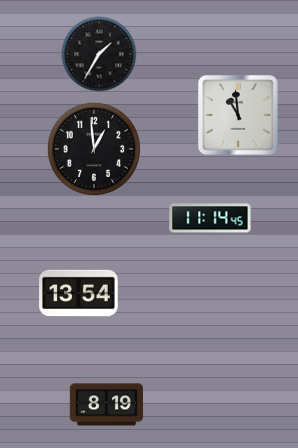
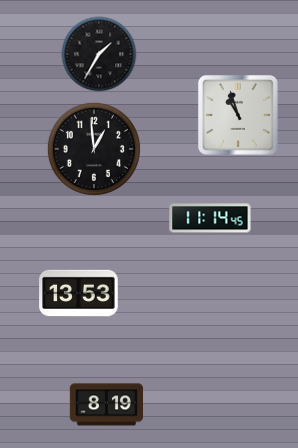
clock at (238, 115): 10:59 -> 10:57
clock at (79, 293): 13:54 -> 13:53
